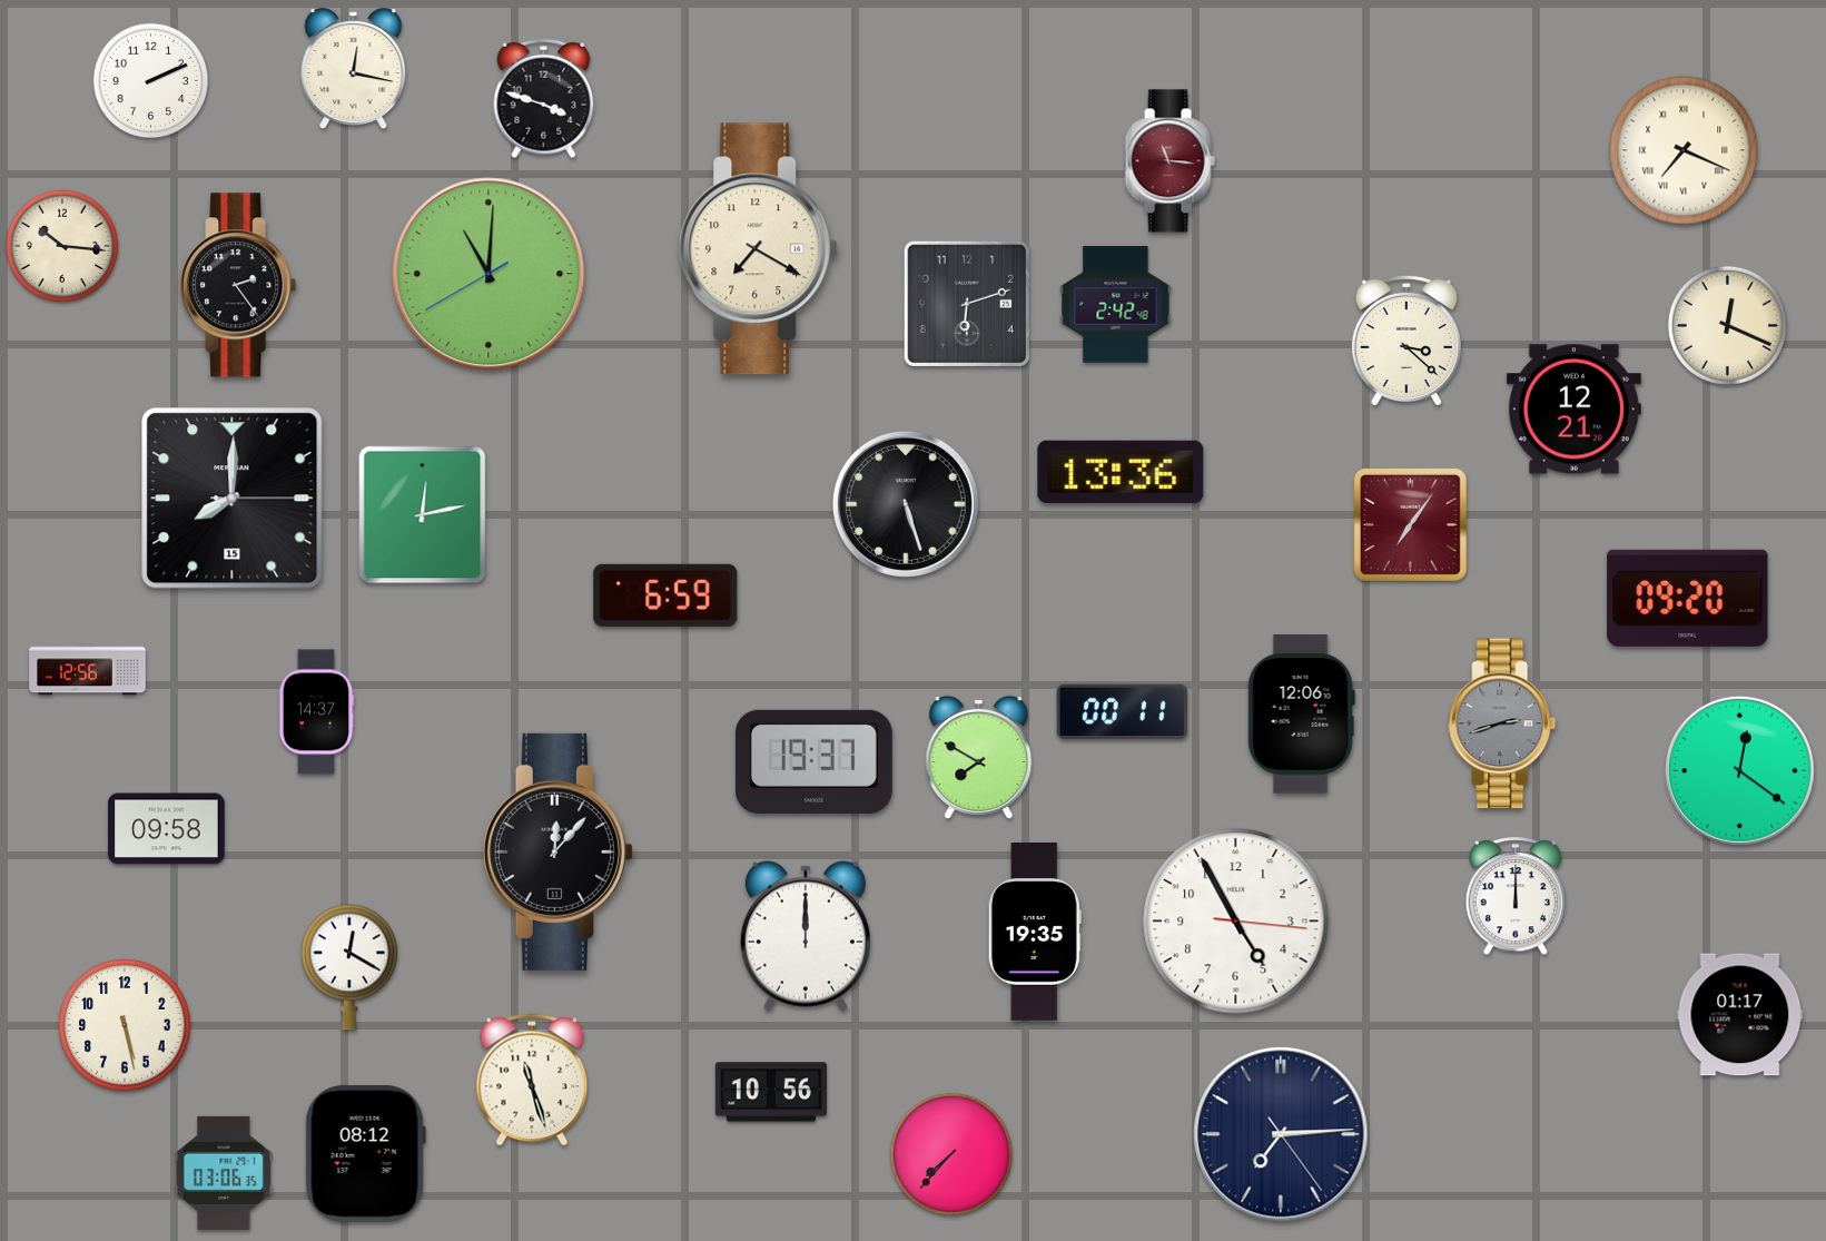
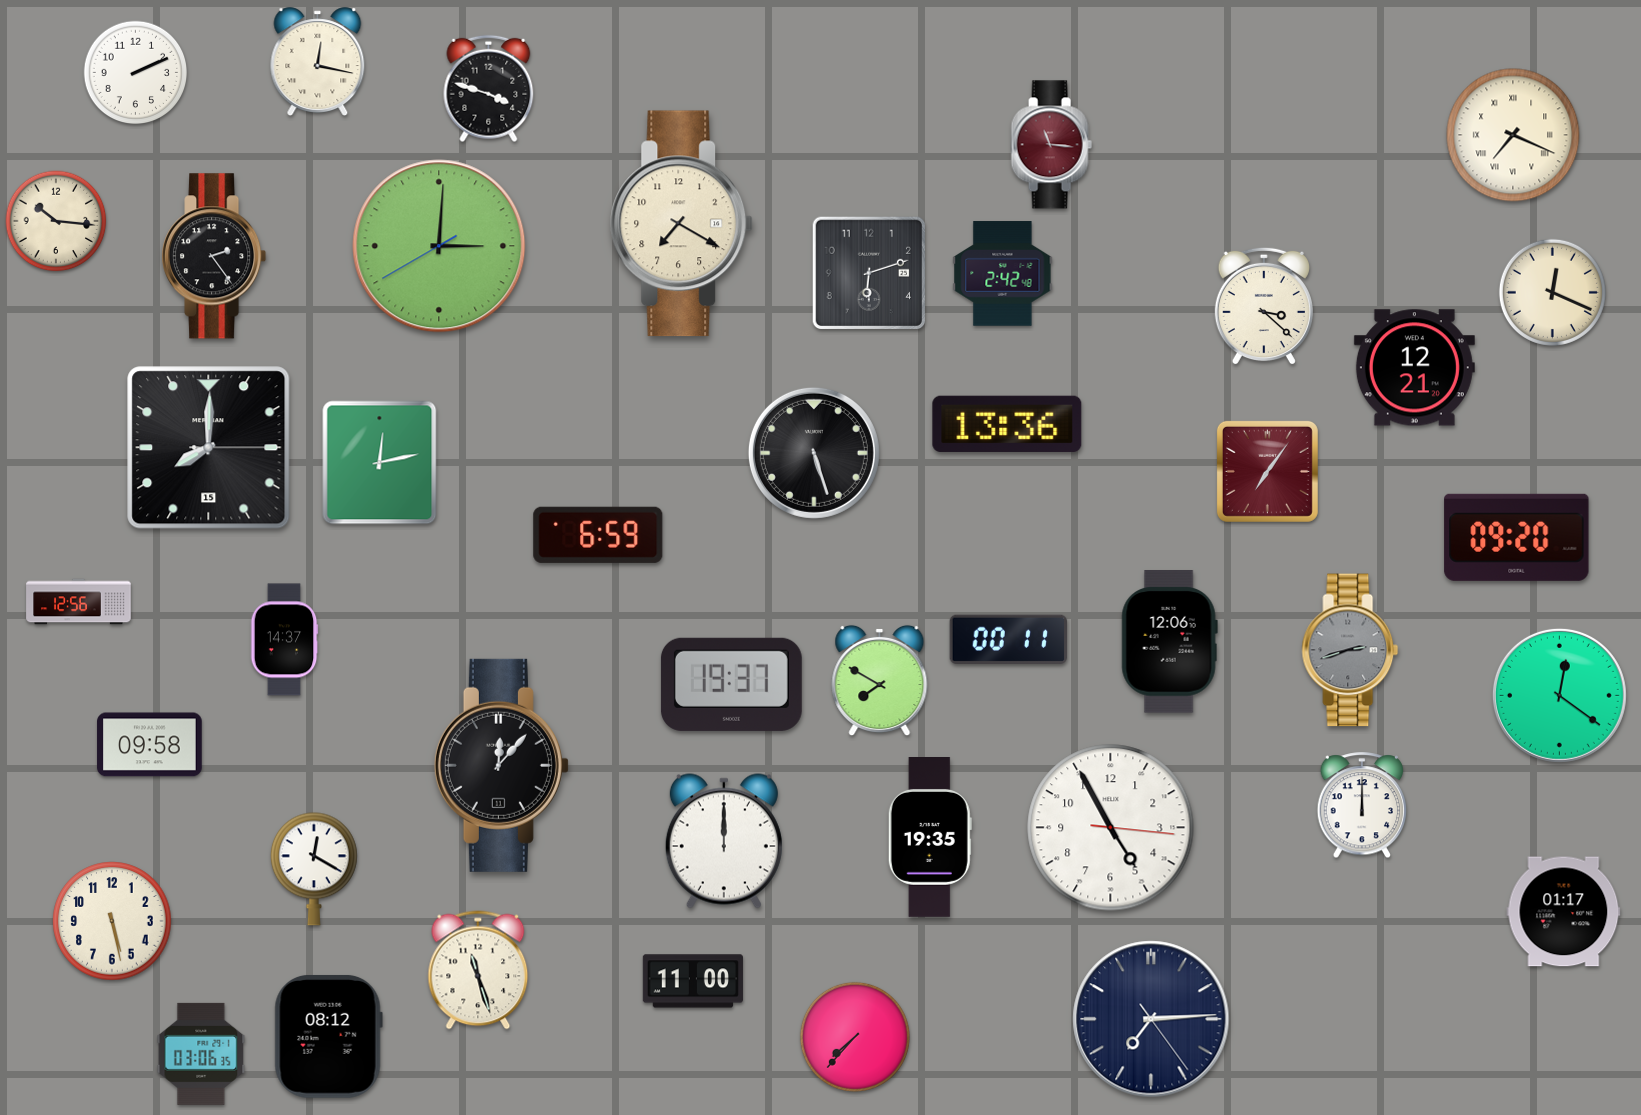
clock at (488, 274): 11:00 -> 3:00
clock at (1739, 770) position: (1739, 770) -> (1559, 695)
clock at (770, 1092): 10:56 -> 11:00
